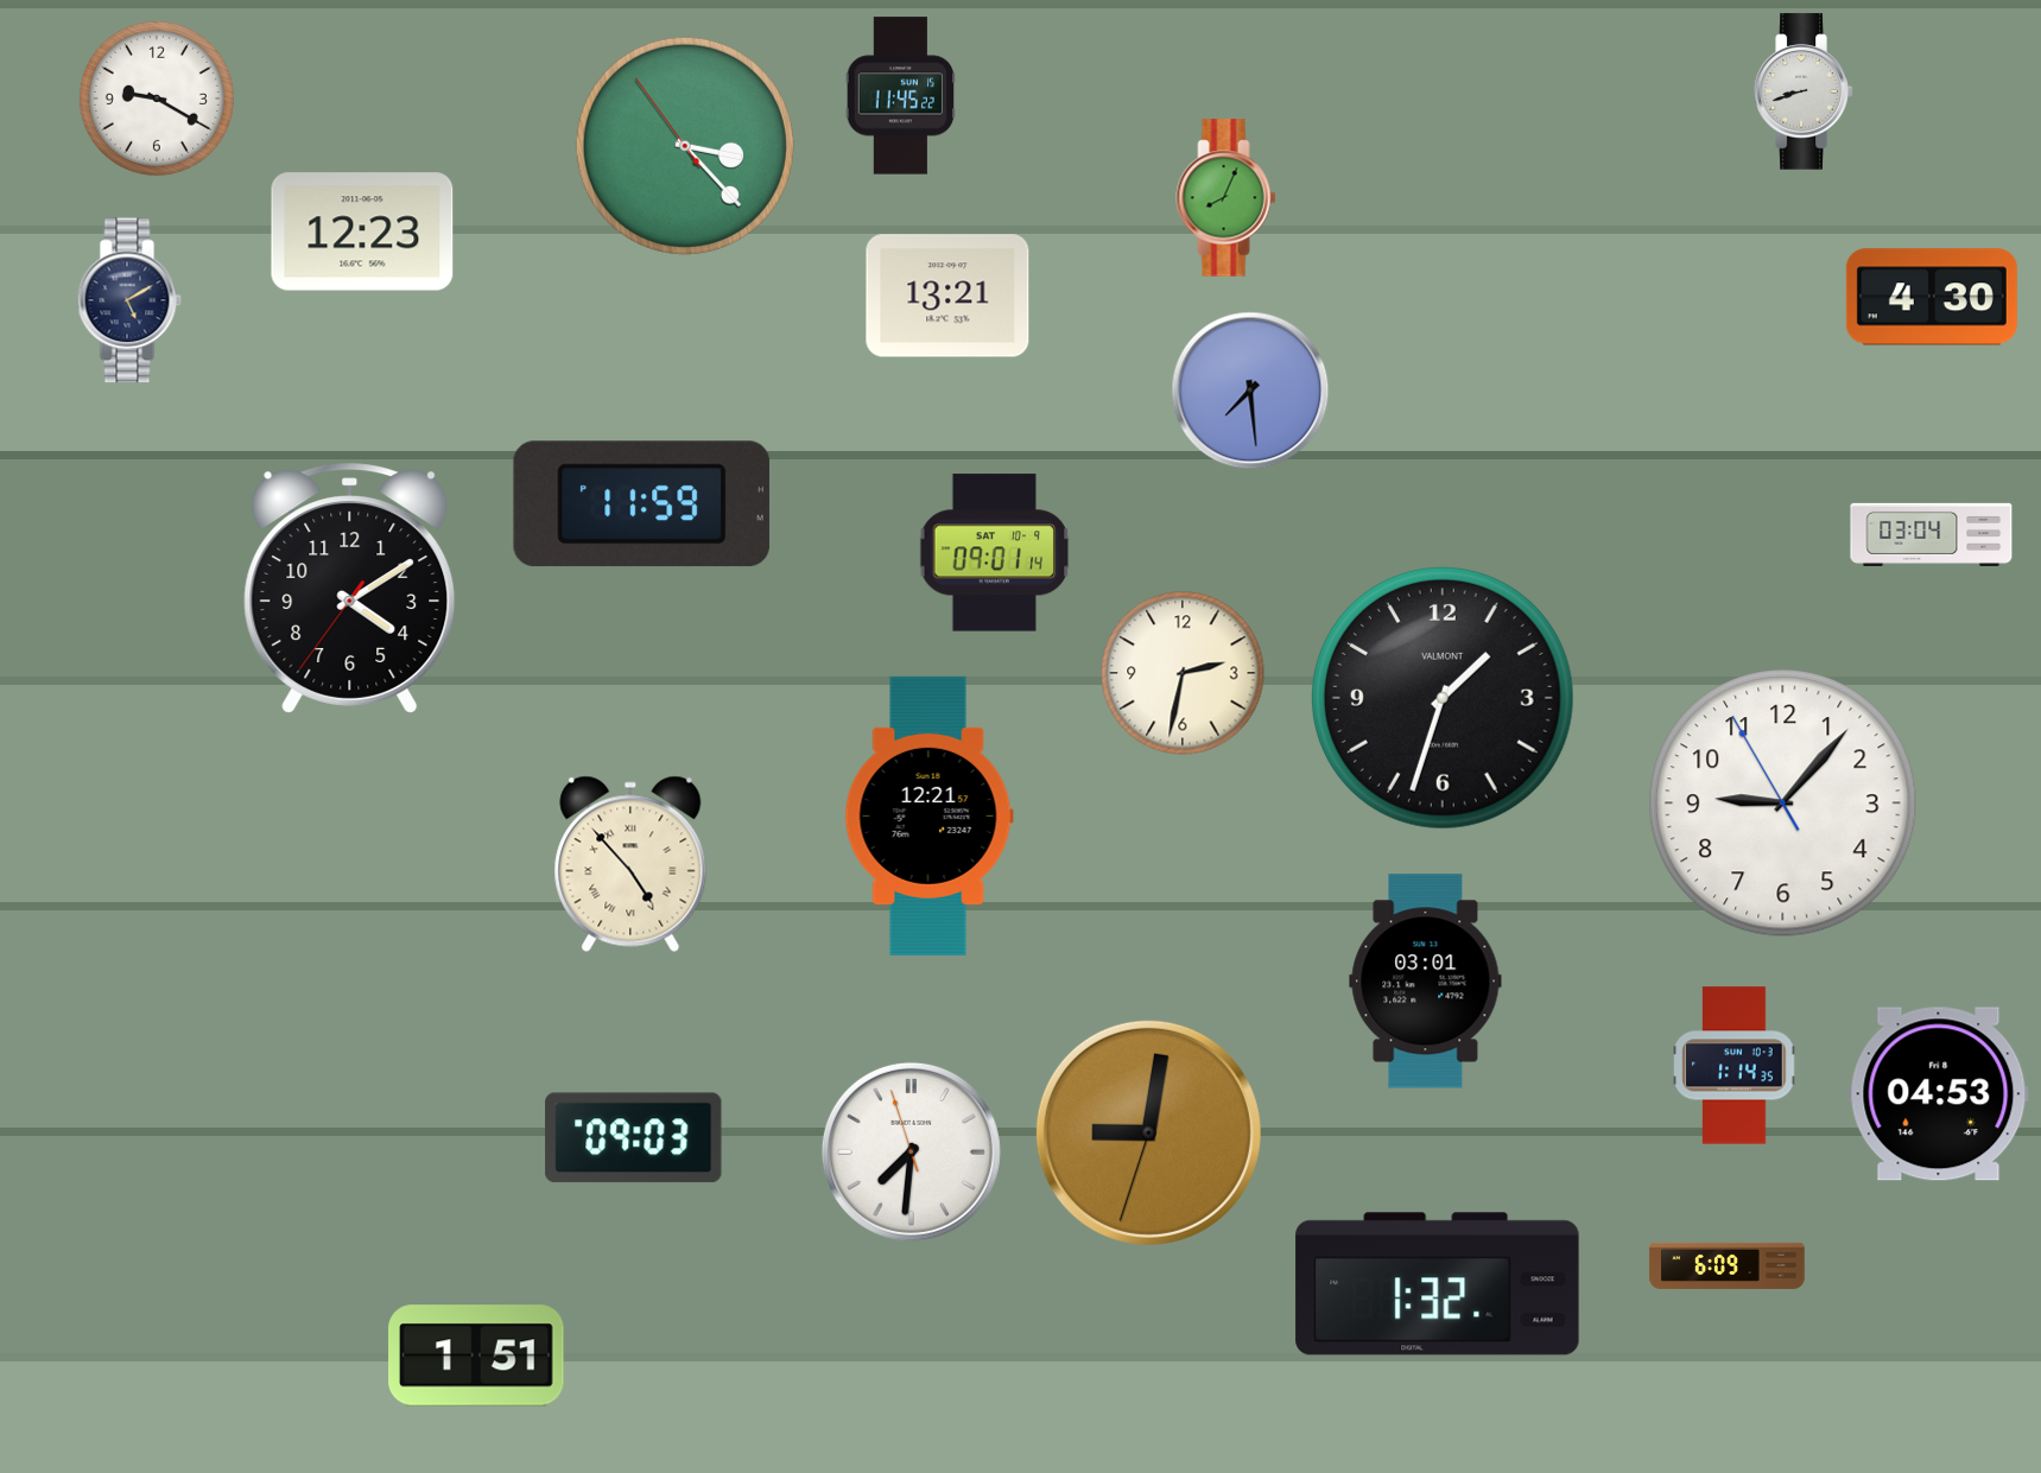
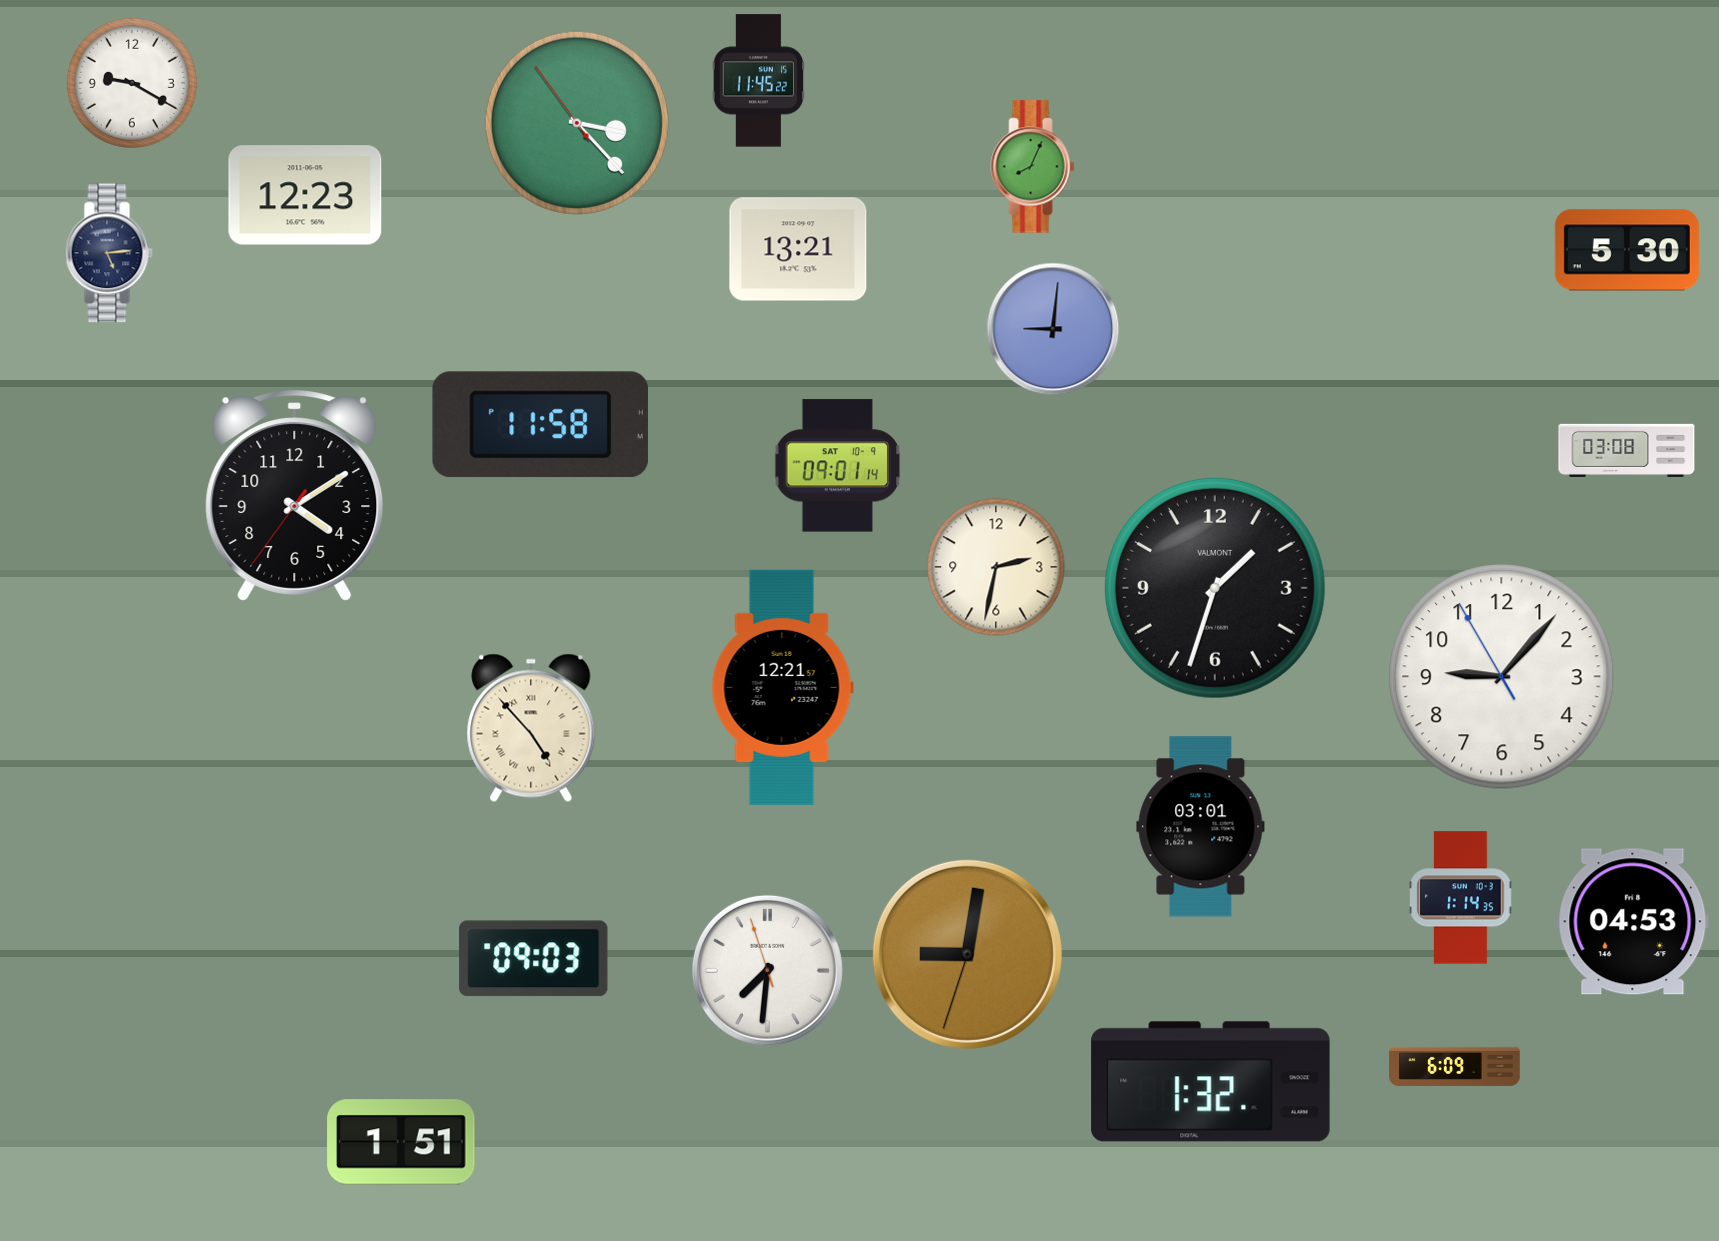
clock at (1804, 91): 8:42 -> none
clock at (1932, 297): 4:30 -> 5:30
clock at (129, 300): 5:10 -> 5:14
clock at (1250, 391): 7:29 -> 9:01
clock at (641, 504): 11:59 -> 11:58
clock at (1932, 534): 03:04 -> 03:08
